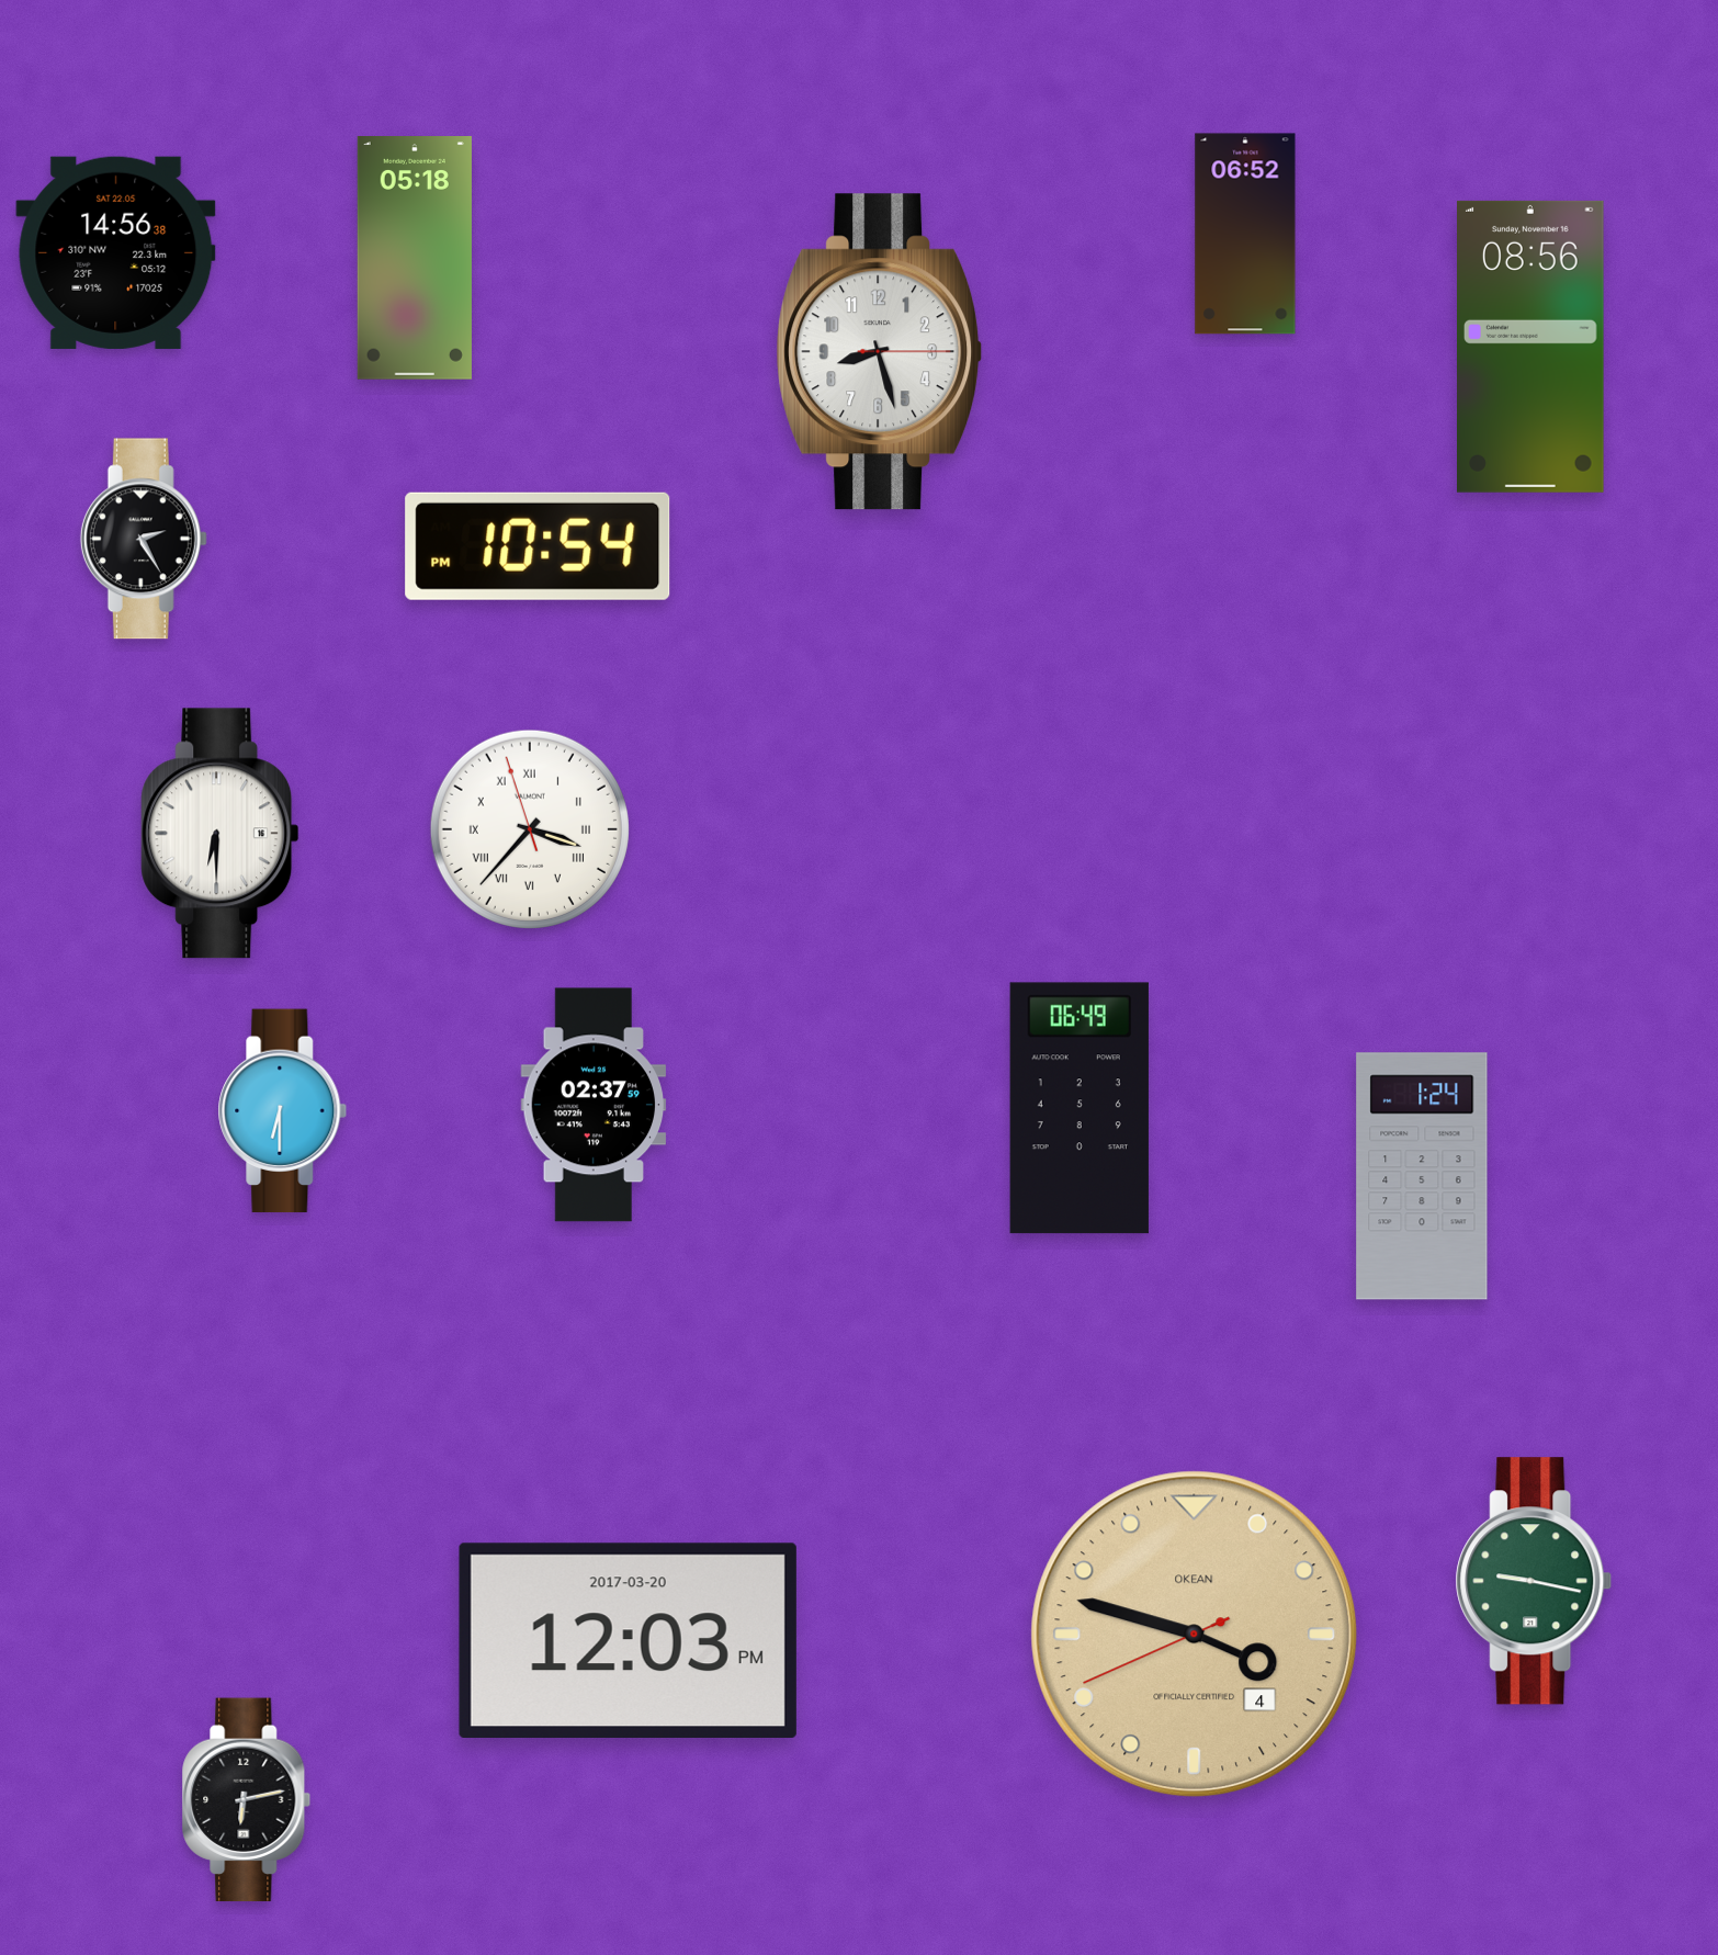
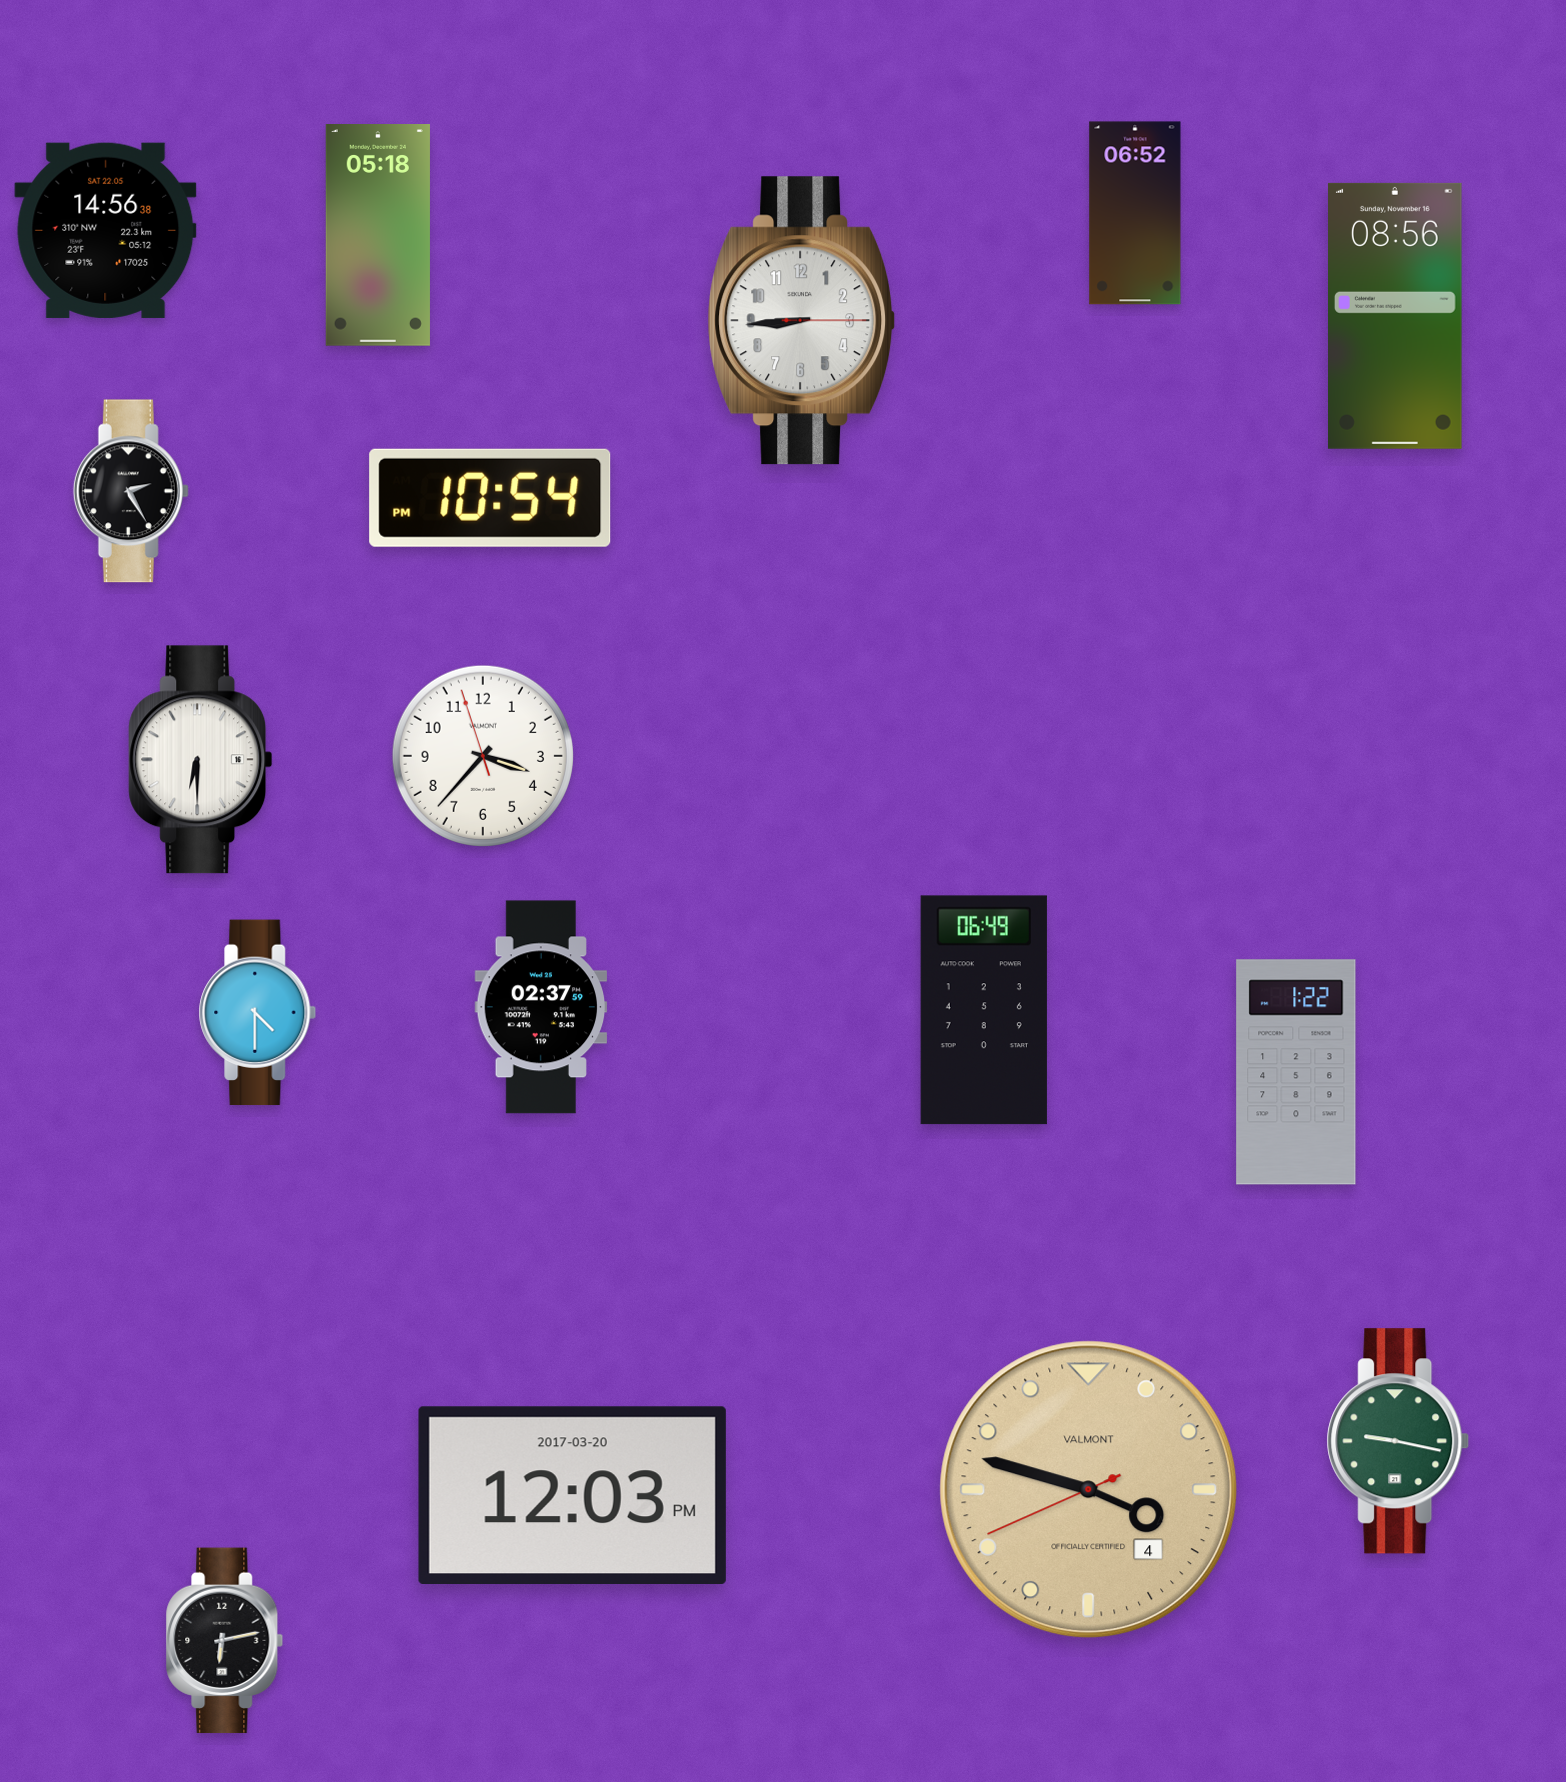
clock at (880, 352): 8:27 -> 8:44
clock at (530, 829) numerals: Roman -> Arabic
clock at (283, 1111): 6:30 -> 4:30
clock at (1422, 1176): 1:24 -> 1:22
clock at (1195, 1635) brand: OKEAN -> VALMONT
